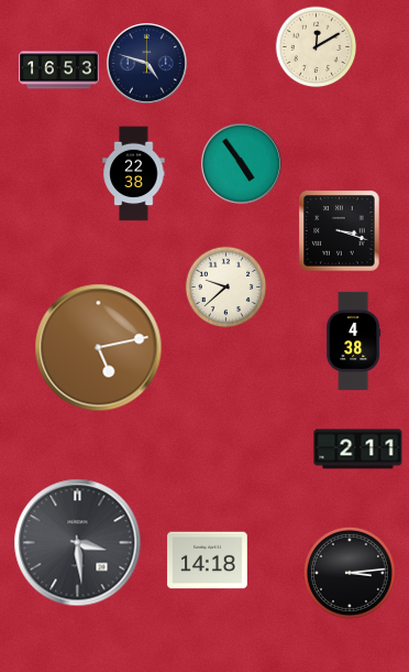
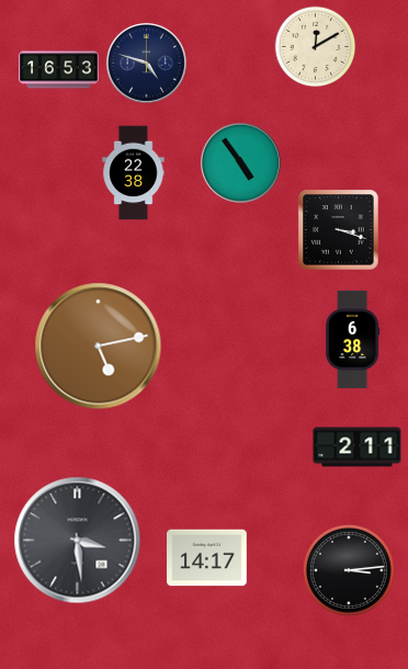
clock at (226, 288): 9:38 -> none
clock at (354, 340): 4:38 -> 6:38
clock at (208, 561): 14:18 -> 14:17
